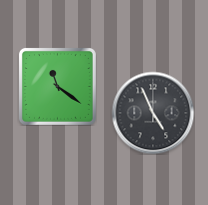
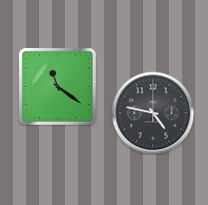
clock at (153, 113): 4:56 -> 4:47
